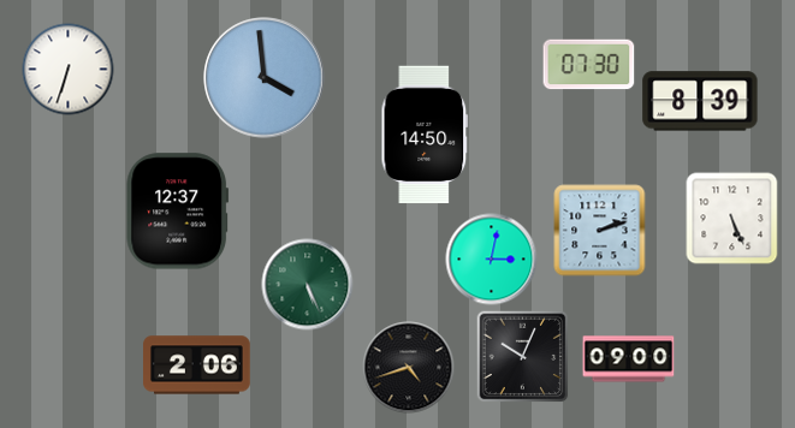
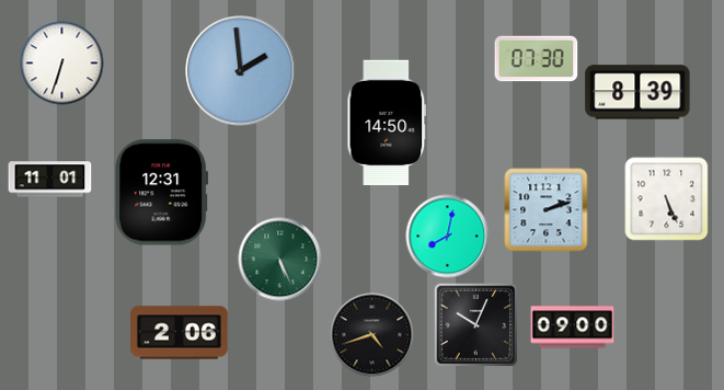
clock at (265, 78): 3:59 -> 1:59
clock at (50, 180): none -> 11:01
clock at (178, 212): 12:37 -> 12:31
clock at (492, 260): 3:02 -> 8:02
